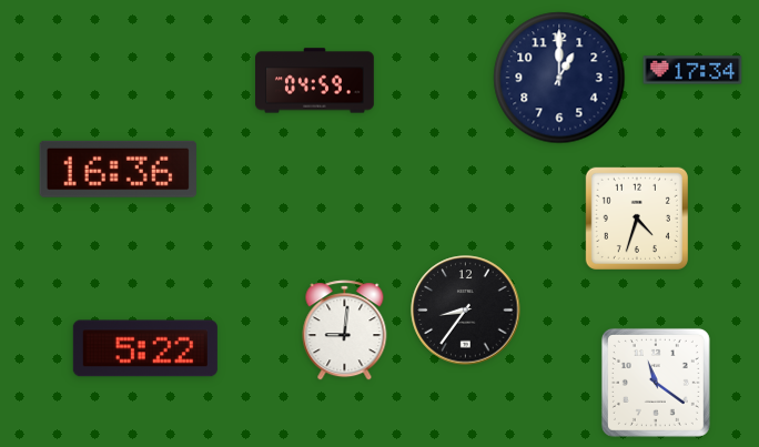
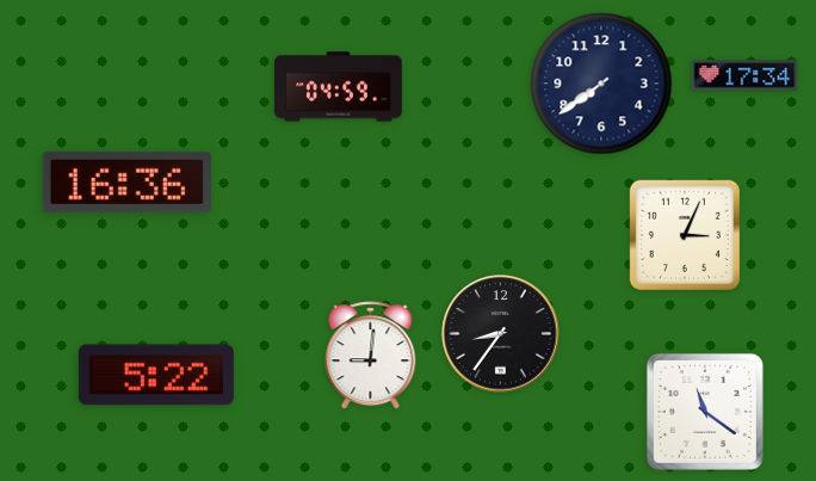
clock at (559, 78): 1:00 -> 7:39
clock at (637, 219): 4:33 -> 3:04
